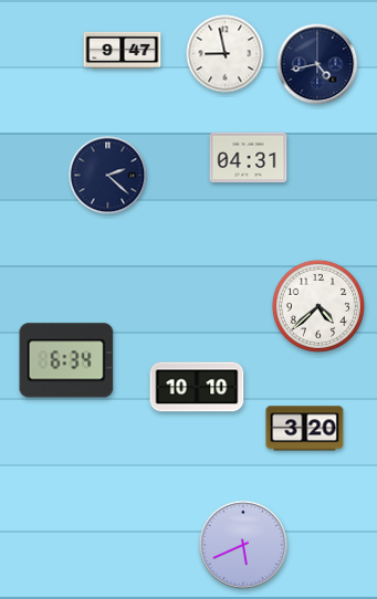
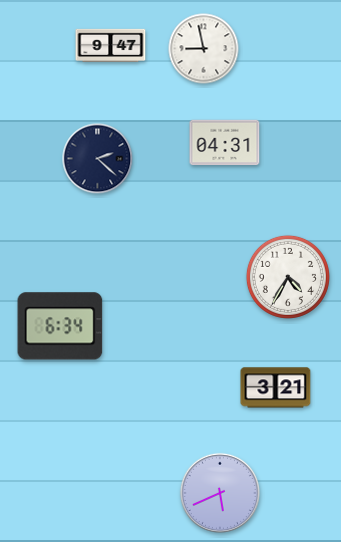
clock at (317, 64): 4:43 -> none
clock at (318, 306): 4:38 -> 4:35
clock at (197, 387): 10:10 -> none
clock at (305, 429): 3:20 -> 3:21
